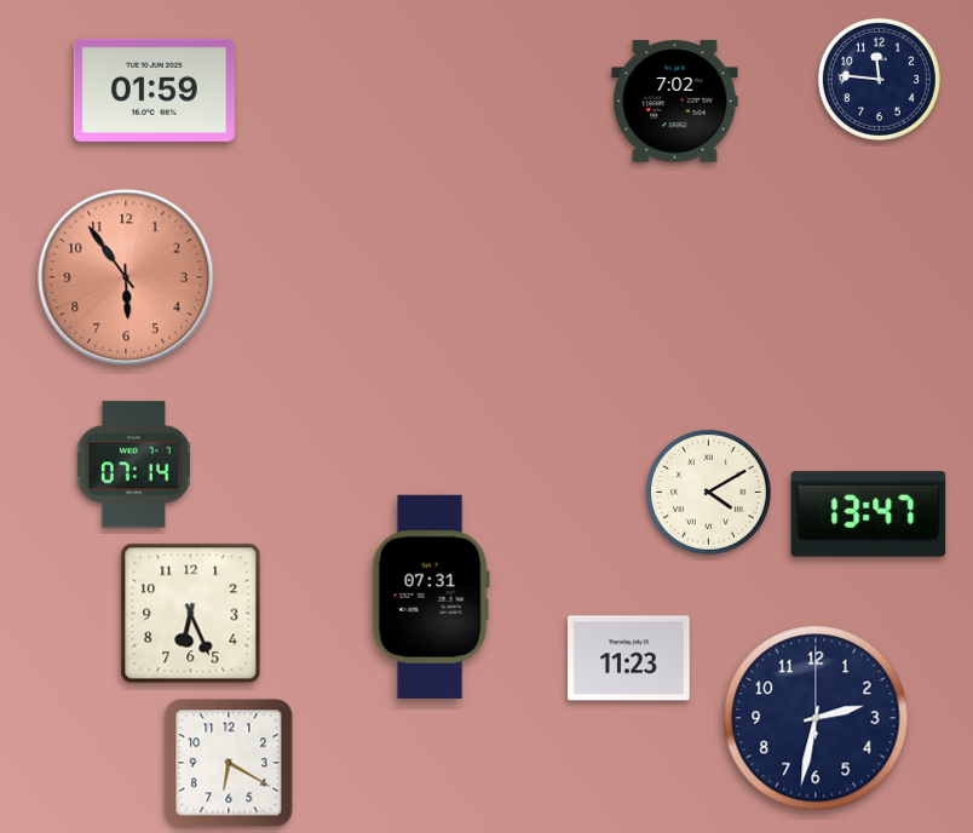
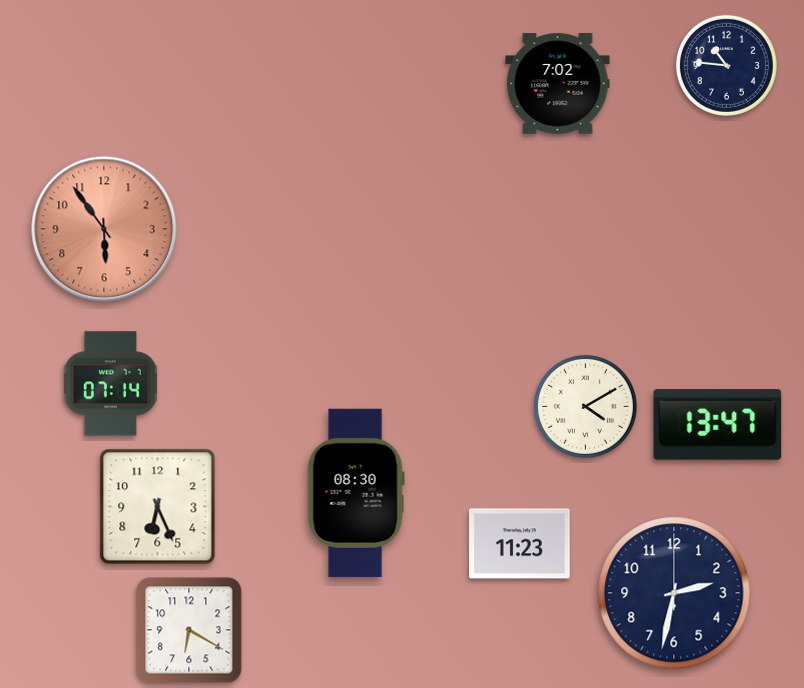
clock at (879, 79): 11:46 -> 10:46
clock at (154, 90): 01:59 -> none
clock at (431, 597): 07:31 -> 08:30
